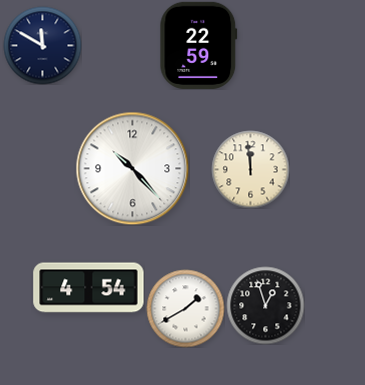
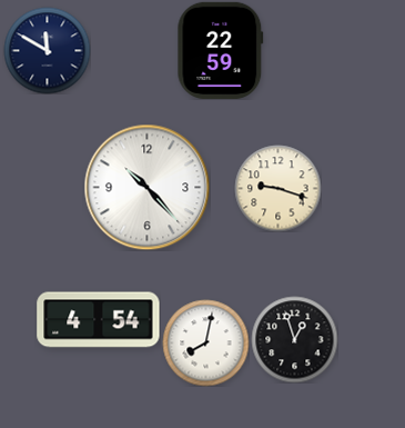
clock at (250, 169): 11:59 -> 9:18
clock at (185, 308): 1:40 -> 8:02
